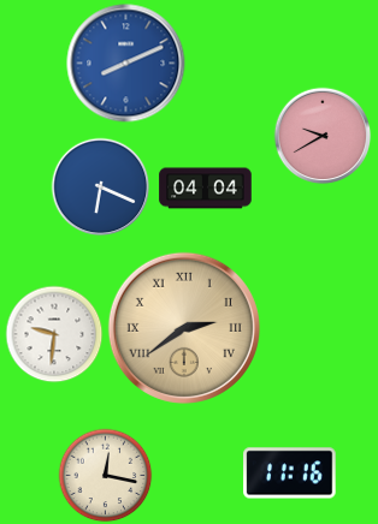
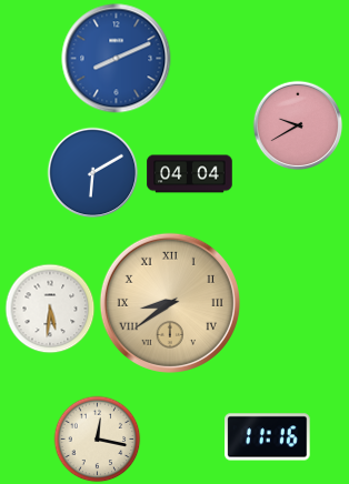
clock at (100, 186): 6:19 -> 6:10
clock at (184, 328): 2:39 -> 8:39
clock at (54, 334): 9:31 -> 5:31
